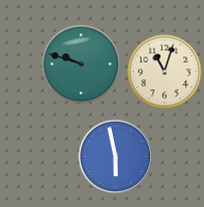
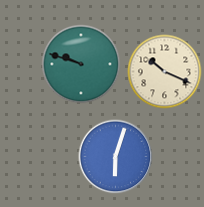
clock at (165, 72): 11:03 -> 10:19
clock at (116, 157): 5:58 -> 6:03
